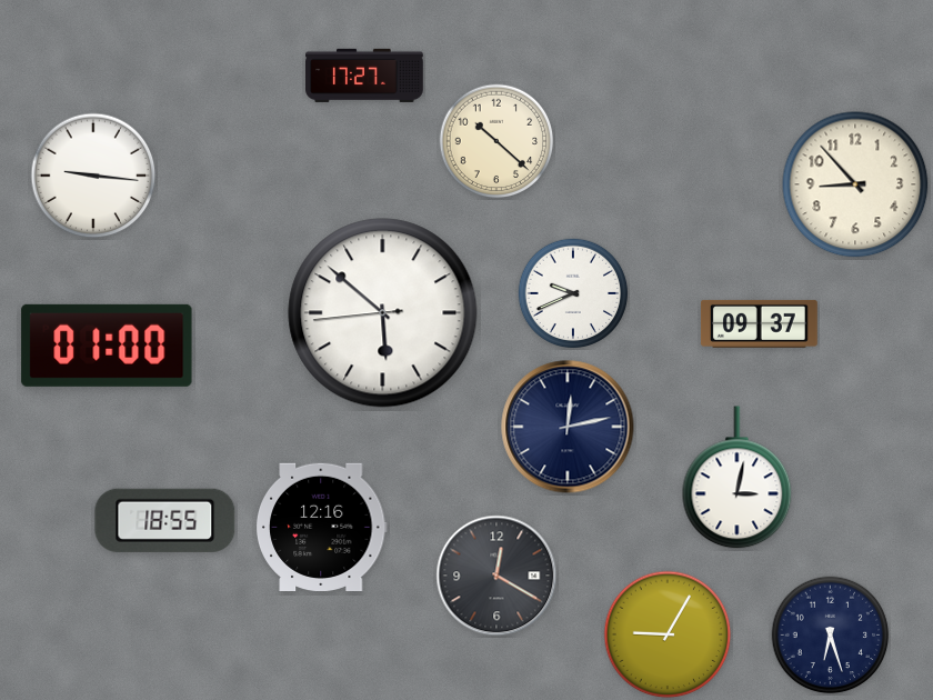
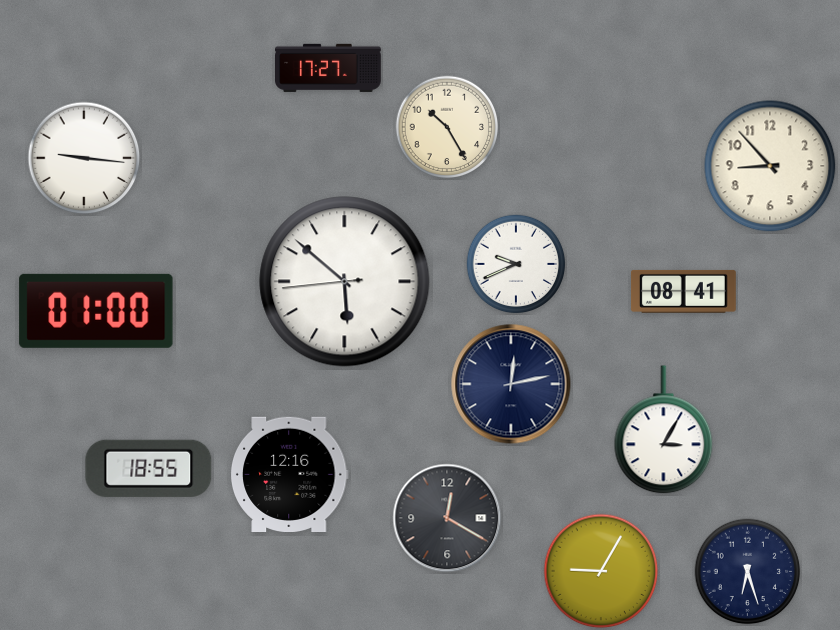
clock at (496, 141): 10:22 -> 10:25
clock at (759, 323): 09:37 -> 08:41
clock at (738, 478): 3:02 -> 3:05
